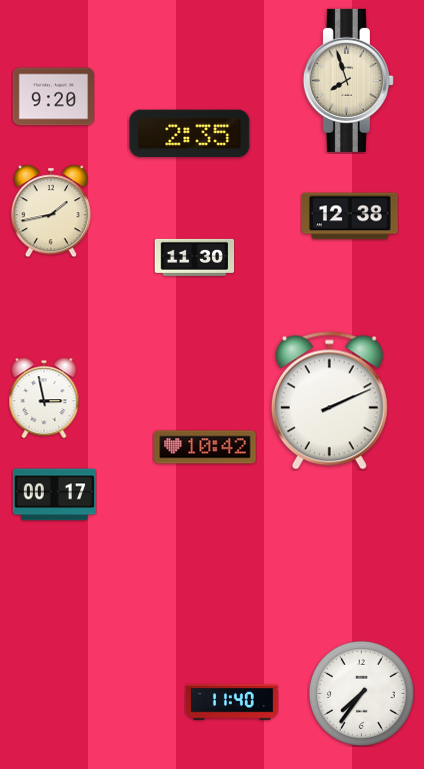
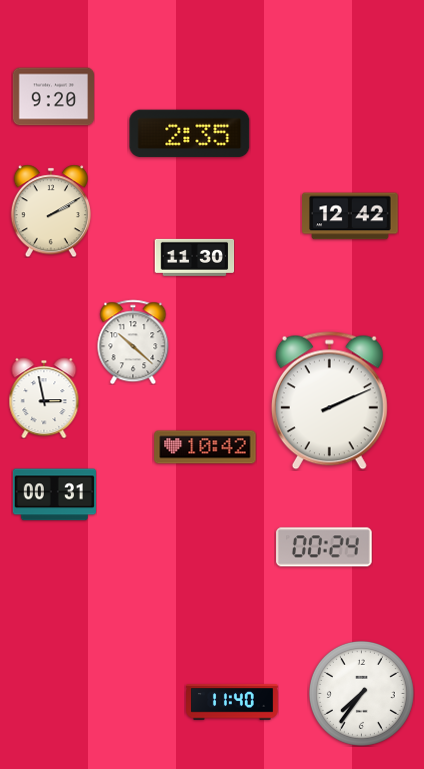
clock at (348, 80): 7:57 -> none
clock at (51, 211): 1:43 -> 2:10
clock at (350, 216): 12:38 -> 12:42
clock at (133, 342): none -> 10:22
clock at (54, 495): 00:17 -> 00:31
clock at (324, 547): none -> 00:24
